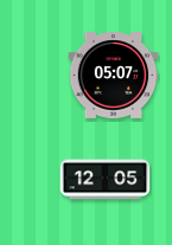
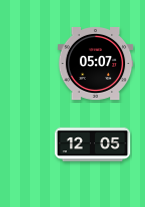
clock at (106, 180) position: (106, 180) -> (93, 145)
